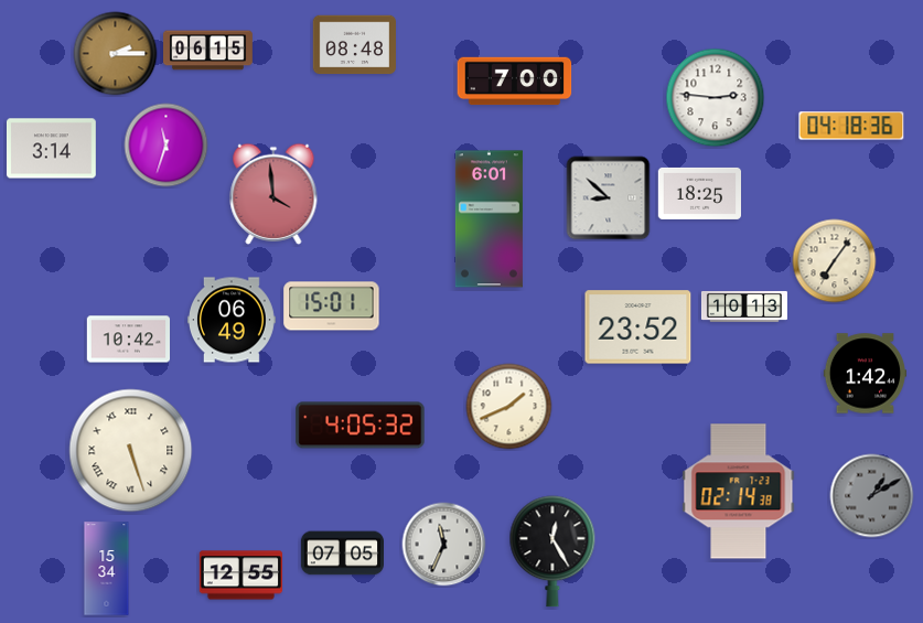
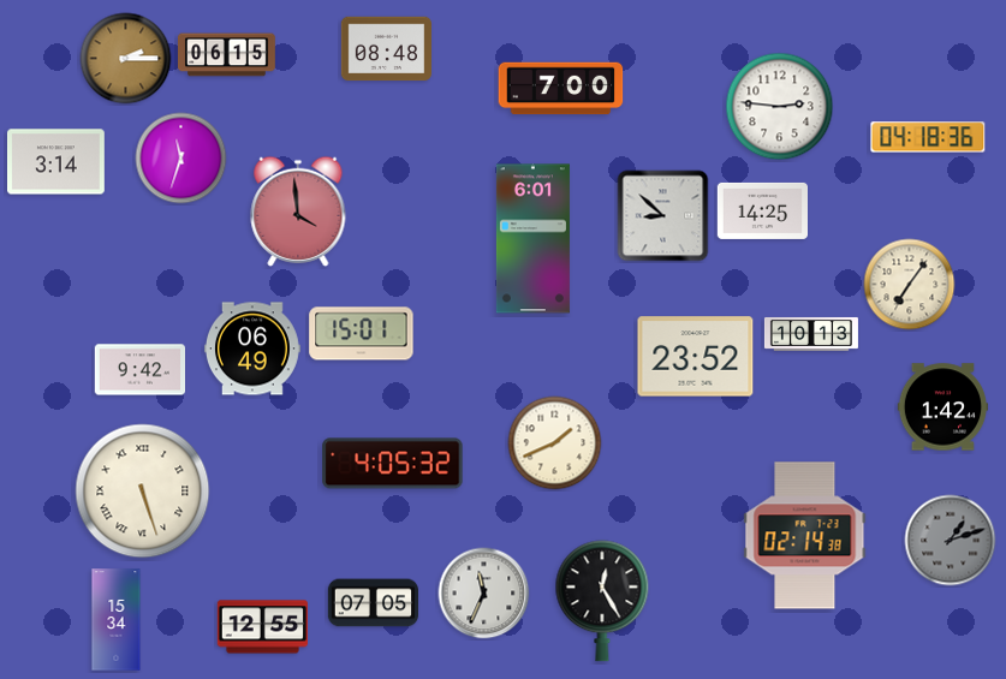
clock at (699, 193): 18:25 -> 14:25
clock at (128, 340): 10:42 -> 9:42
clock at (872, 496): 1:10 -> 1:12
